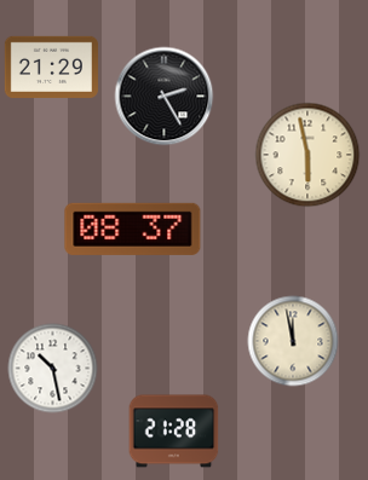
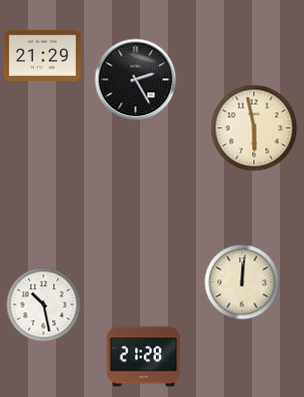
clock at (133, 229): 08:37 -> none
clock at (293, 341): 11:58 -> 12:01
